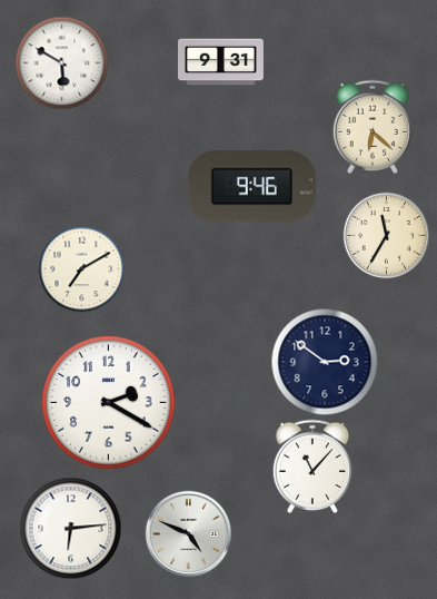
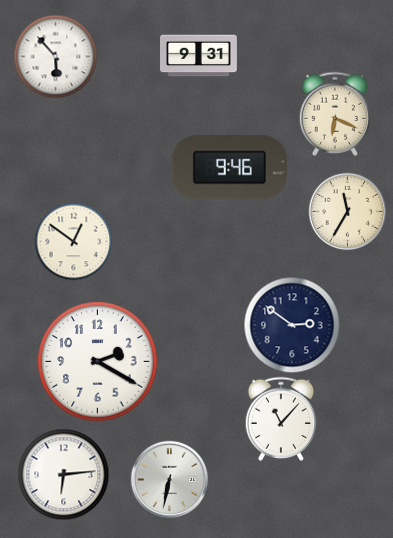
clock at (61, 62): 5:50 -> 5:53
clock at (373, 126): 6:22 -> 6:19
clock at (251, 187) position: (251, 187) -> (229, 168)
clock at (81, 268): 7:10 -> 12:51
clock at (188, 533): 4:49 -> 6:32
